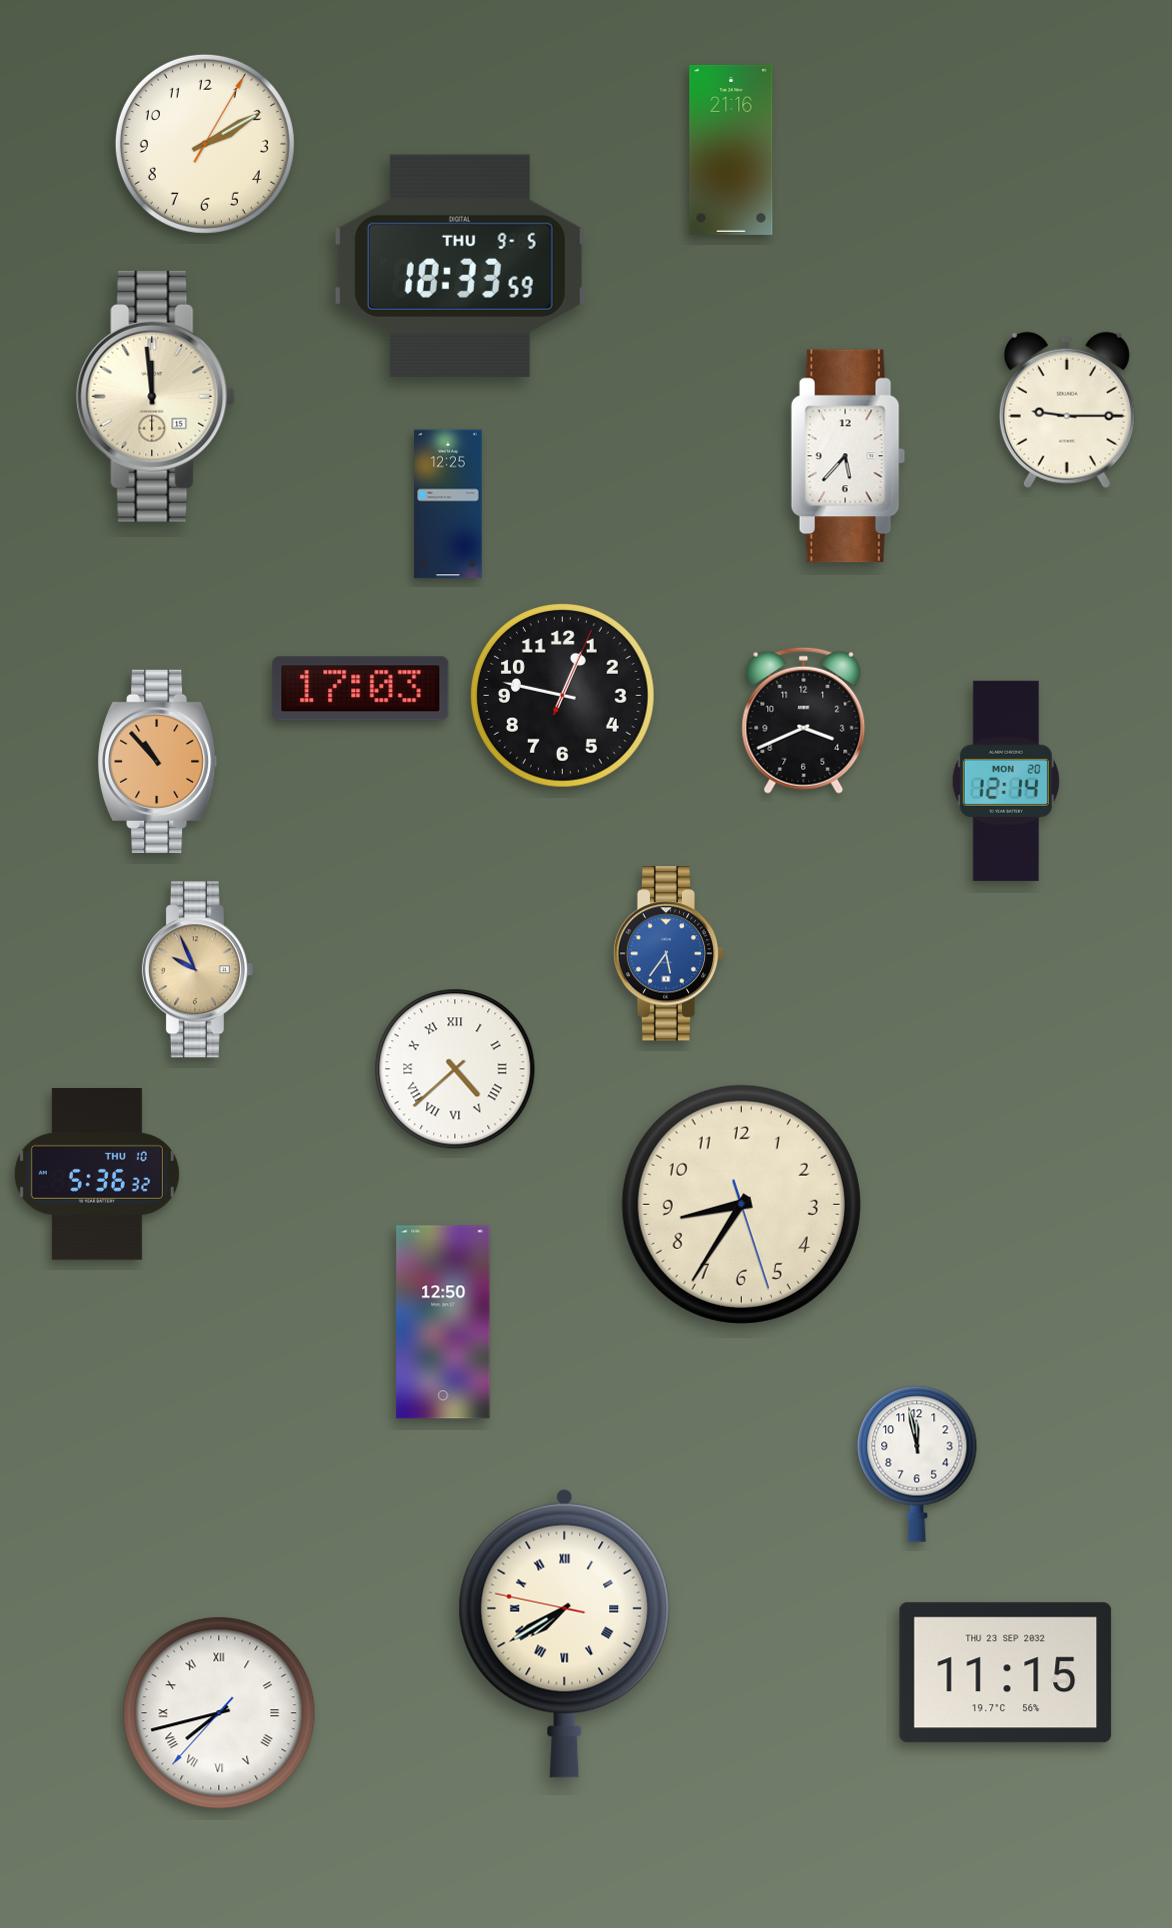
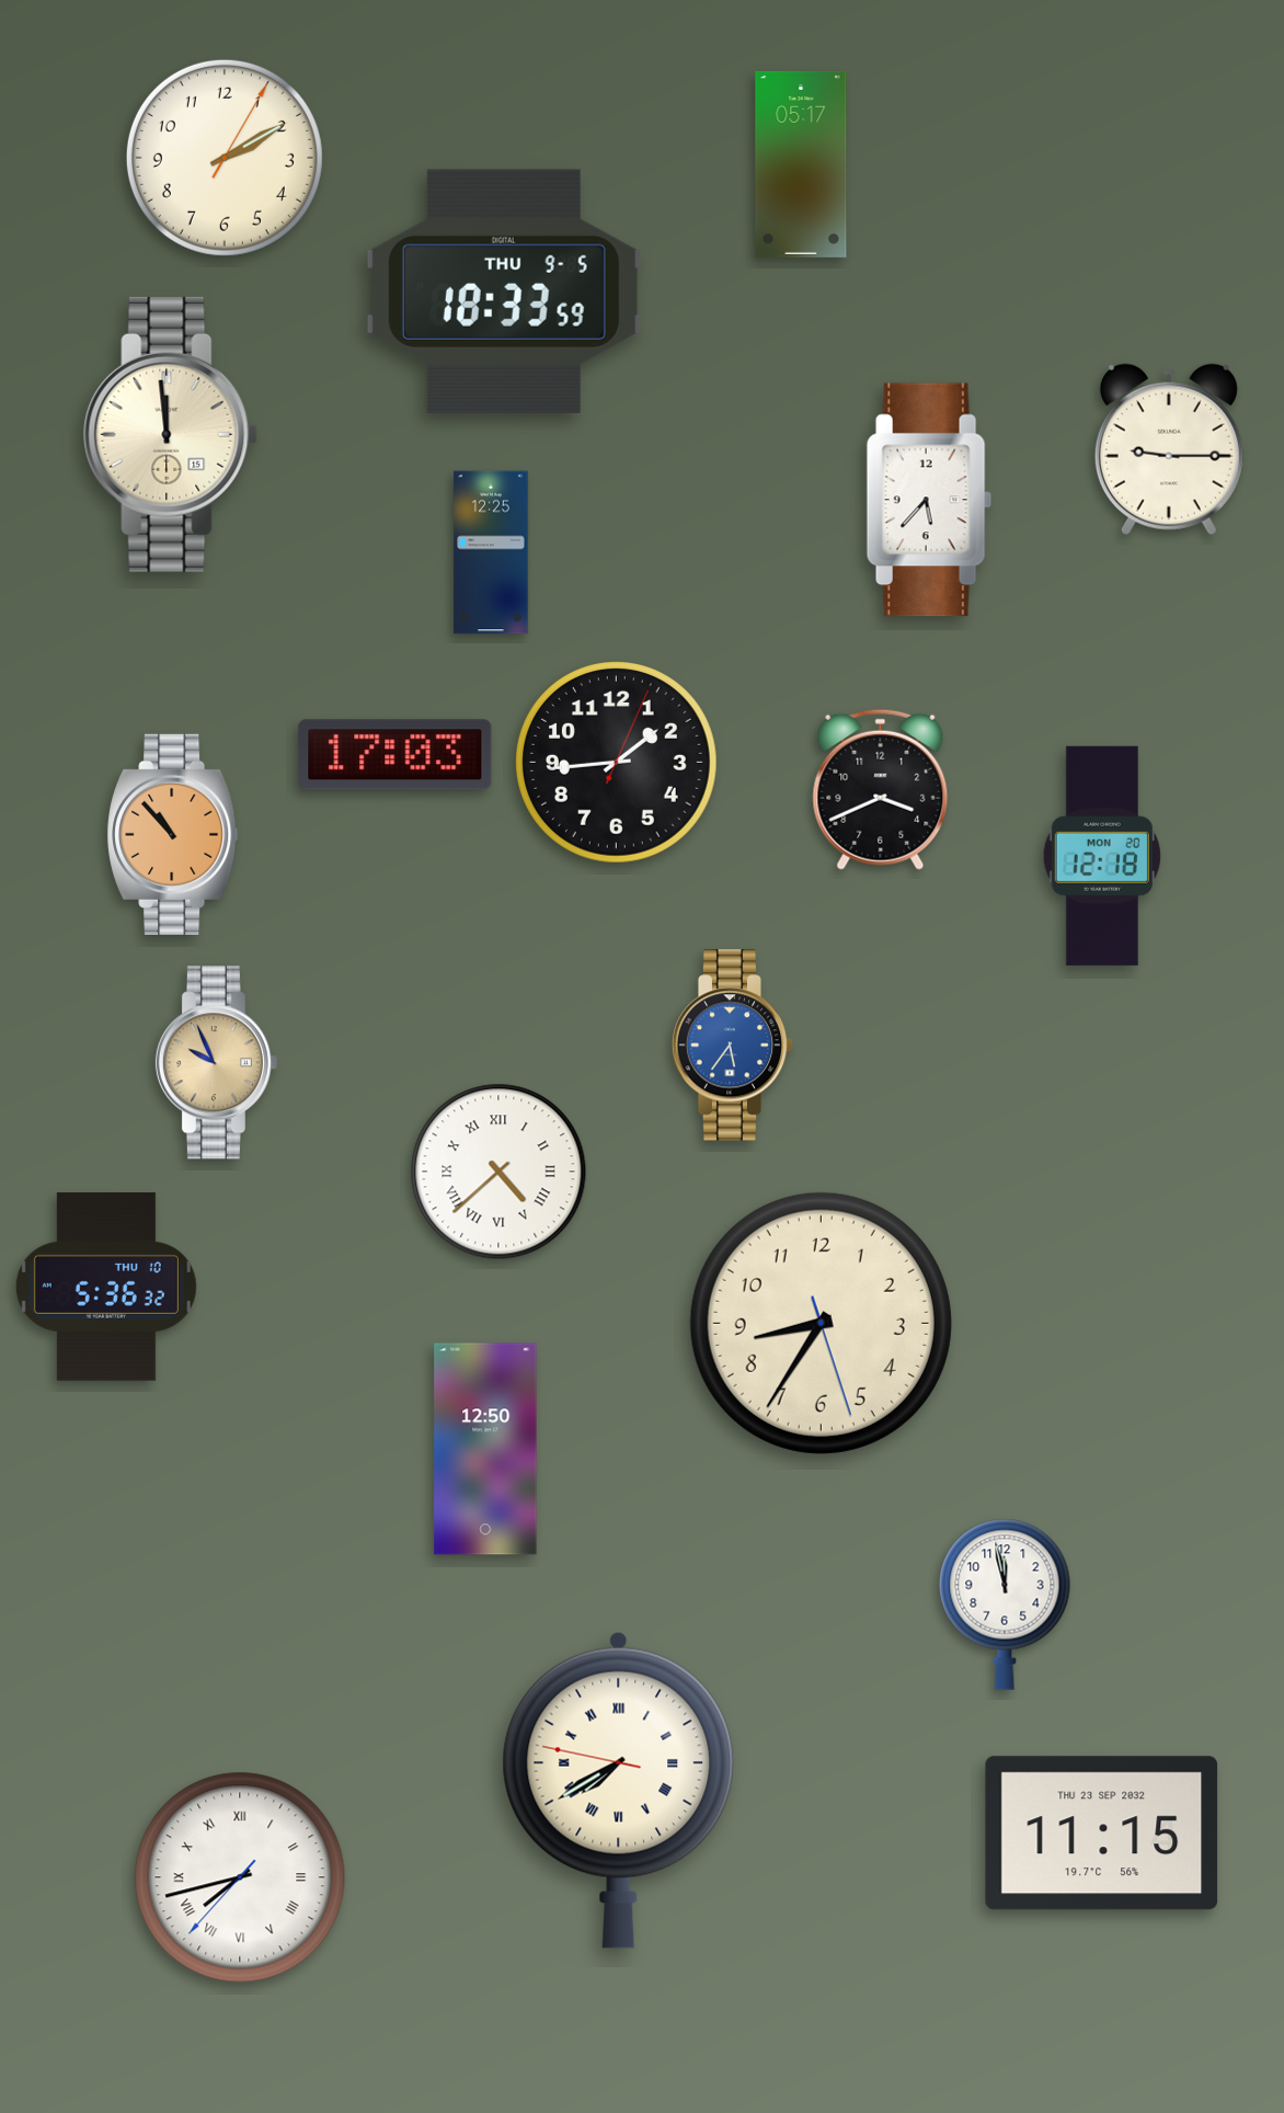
clock at (731, 150): 21:16 -> 05:17
clock at (563, 696): 12:47 -> 1:44
clock at (1006, 781): 12:14 -> 12:18
clock at (741, 1204) position: (741, 1204) -> (821, 1323)
